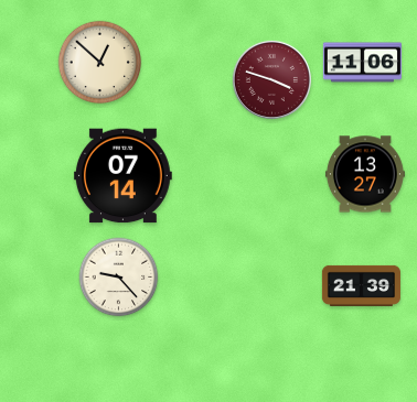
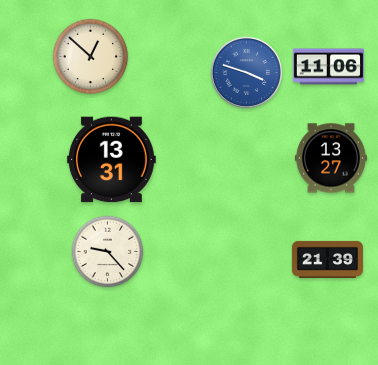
clock at (362, 63) position: (362, 63) -> (328, 67)
clock at (271, 79) dial: burgundy -> blue
clock at (122, 176): 07:14 -> 13:31
